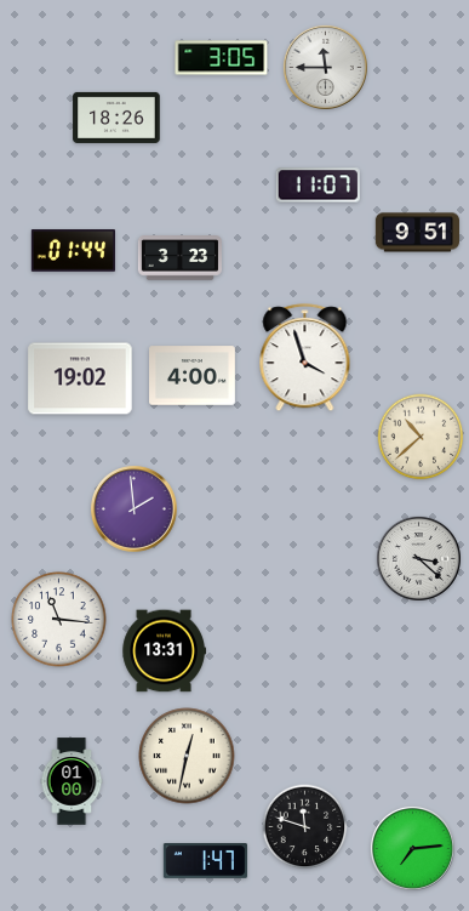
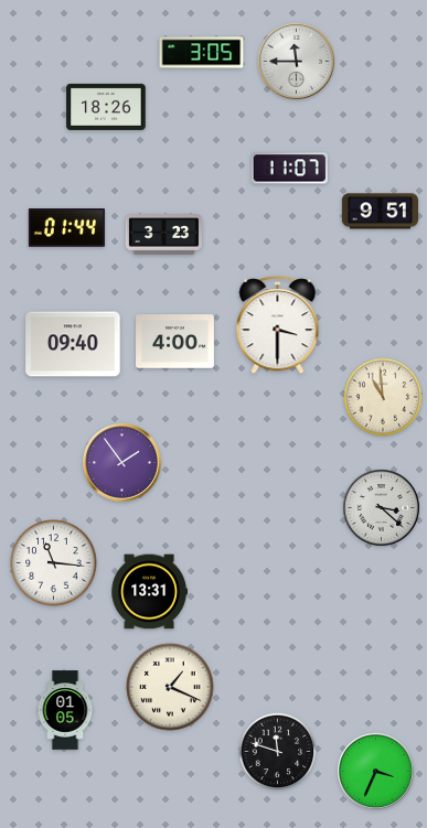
clock at (305, 358): 3:57 -> 3:30
clock at (80, 378): 19:02 -> 09:40
clock at (421, 437): 10:38 -> 10:59
clock at (135, 509): 1:59 -> 1:54
clock at (187, 756): 12:32 -> 1:19
clock at (72, 781): 01:00 -> 01:05
clock at (412, 848): 7:14 -> 3:34
clock at (205, 861): 1:47 -> none
